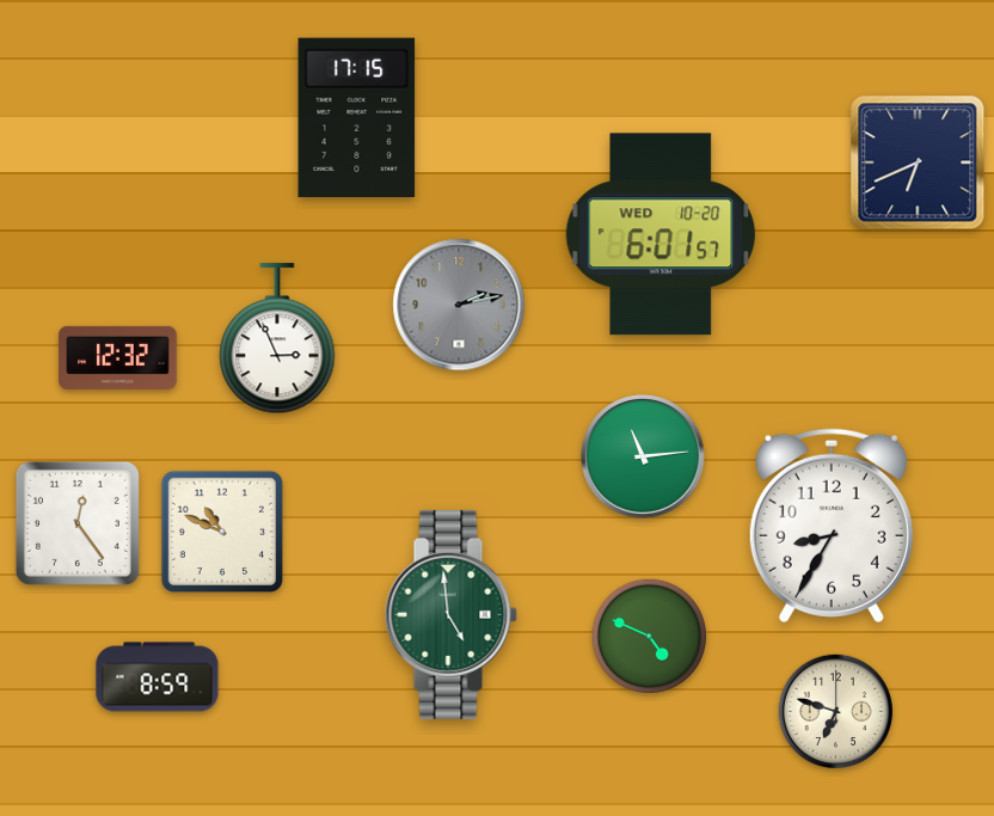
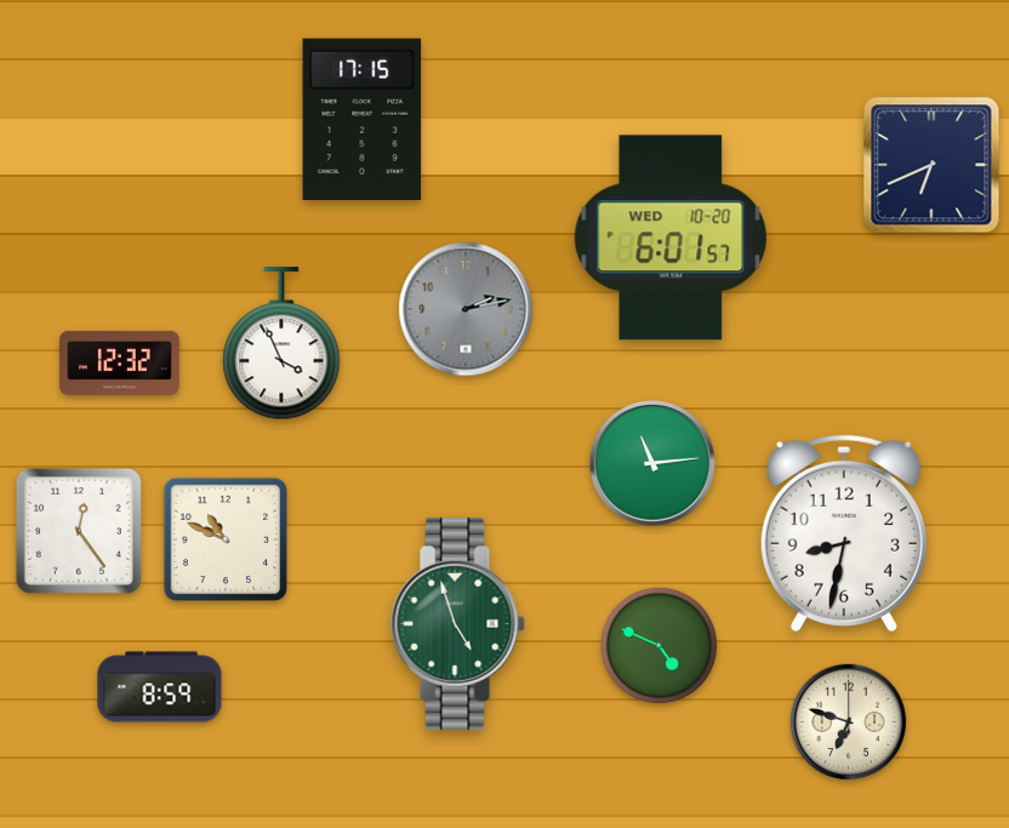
clock at (277, 339): 2:56 -> 3:56
clock at (832, 526): 8:35 -> 8:32
clock at (450, 614): 4:59 -> 4:57
